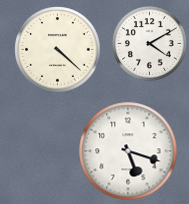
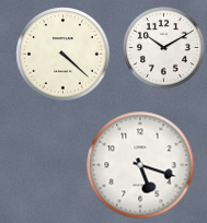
clock at (150, 44): 4:10 -> 10:10
